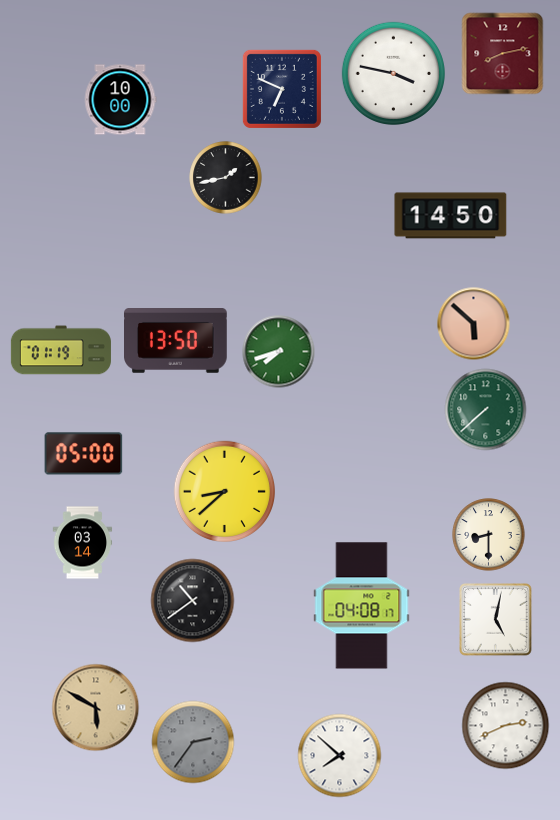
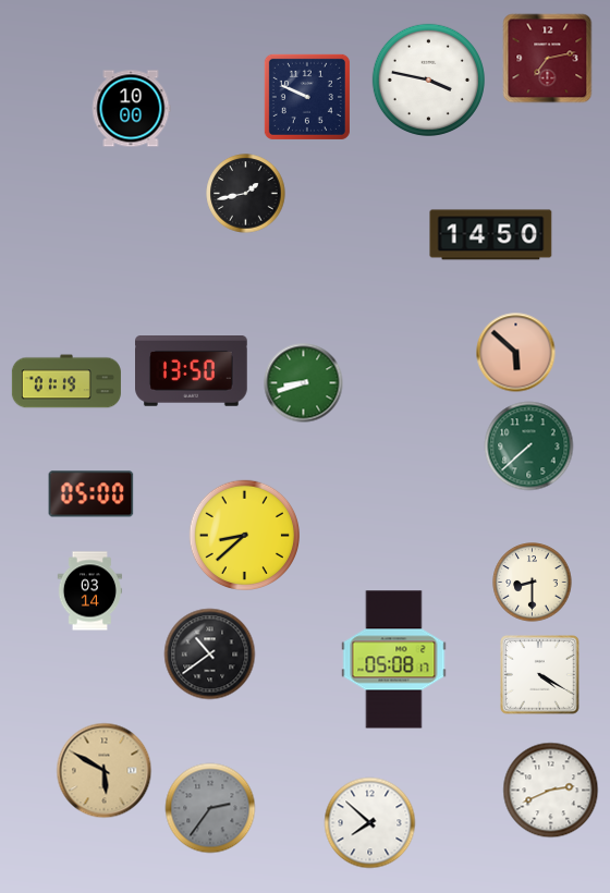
clock at (503, 54): 8:13 -> 7:13
clock at (282, 89): 6:49 -> 9:49
clock at (279, 352): 7:42 -> 8:42
clock at (362, 606): 04:08 -> 05:08
clock at (496, 620): 5:02 -> 4:20
